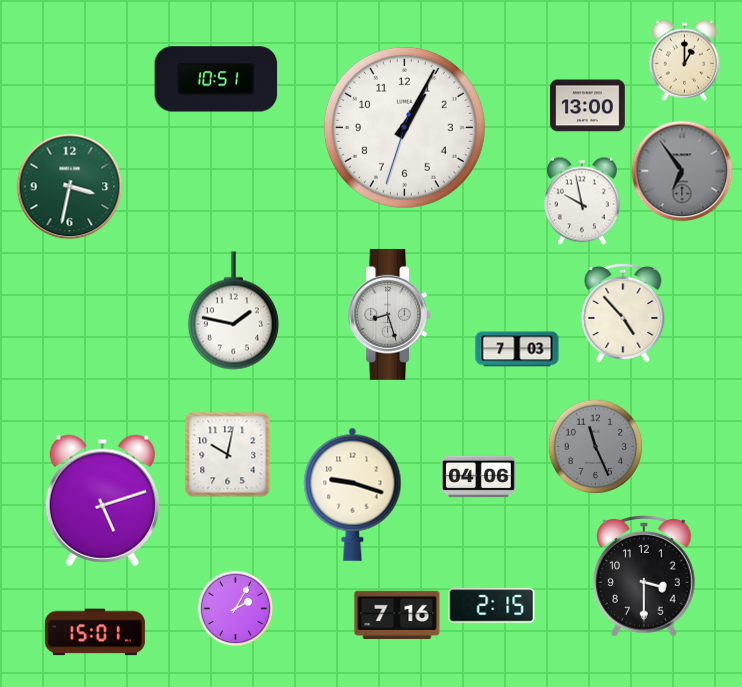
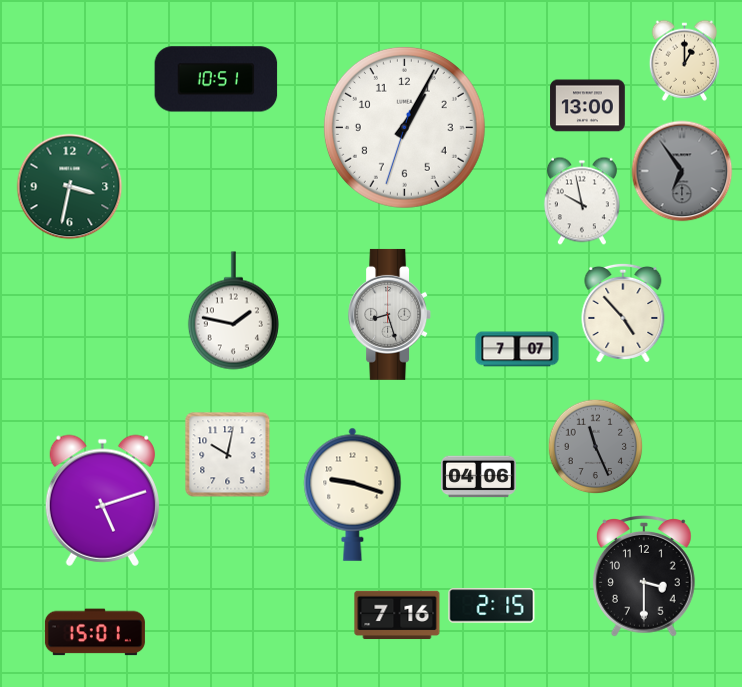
clock at (517, 349): 7:03 -> 7:07
clock at (236, 609): 2:05 -> none
